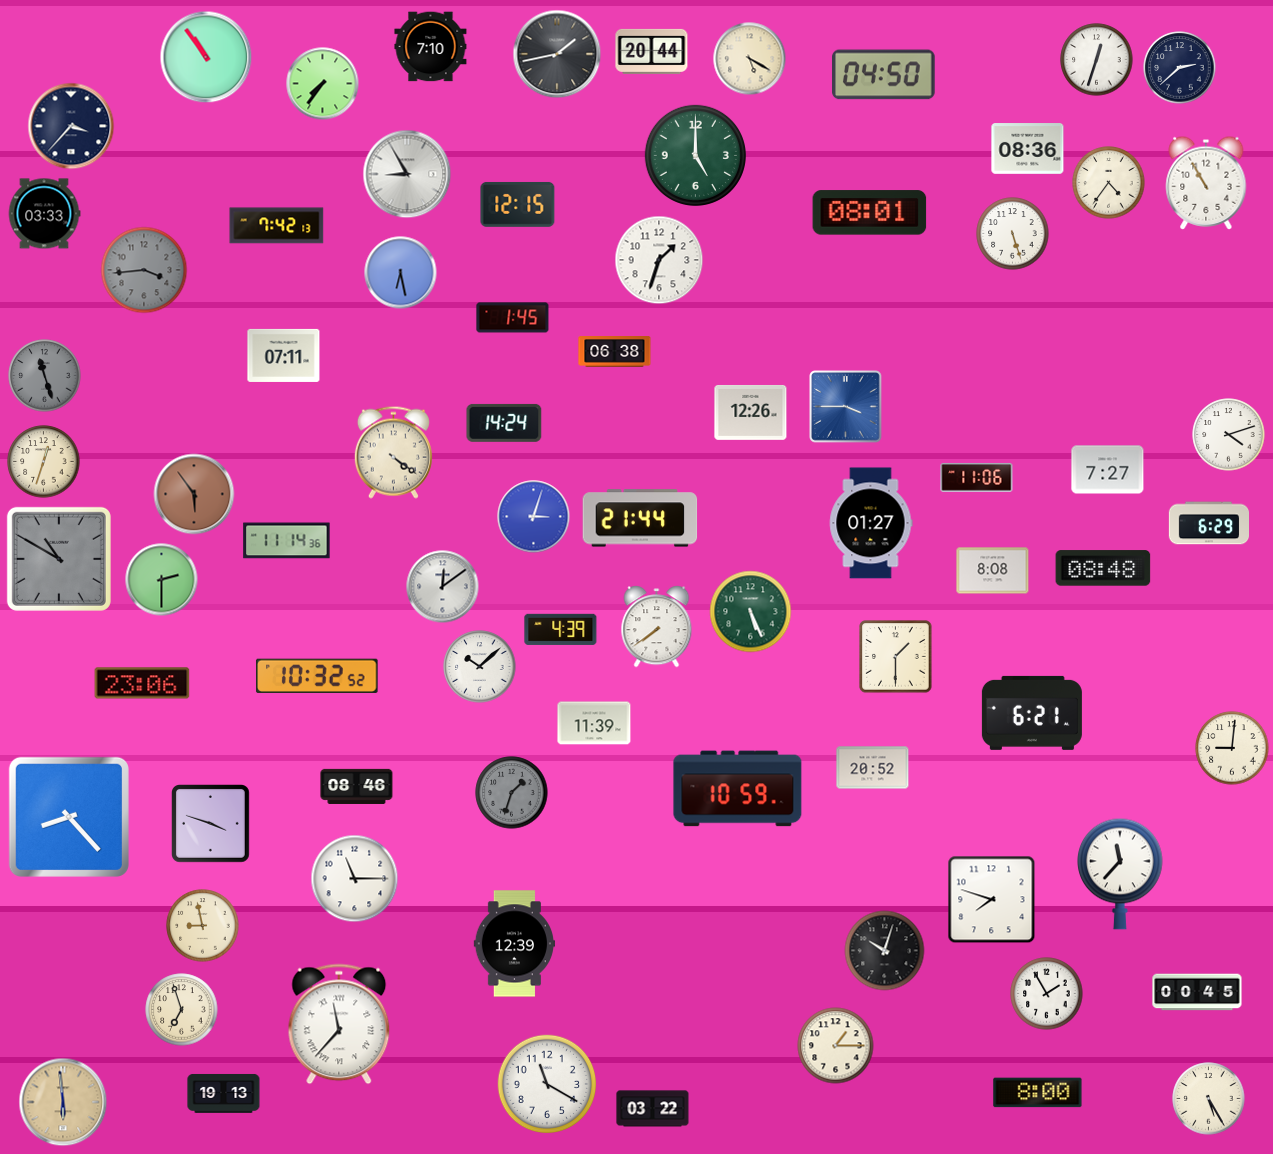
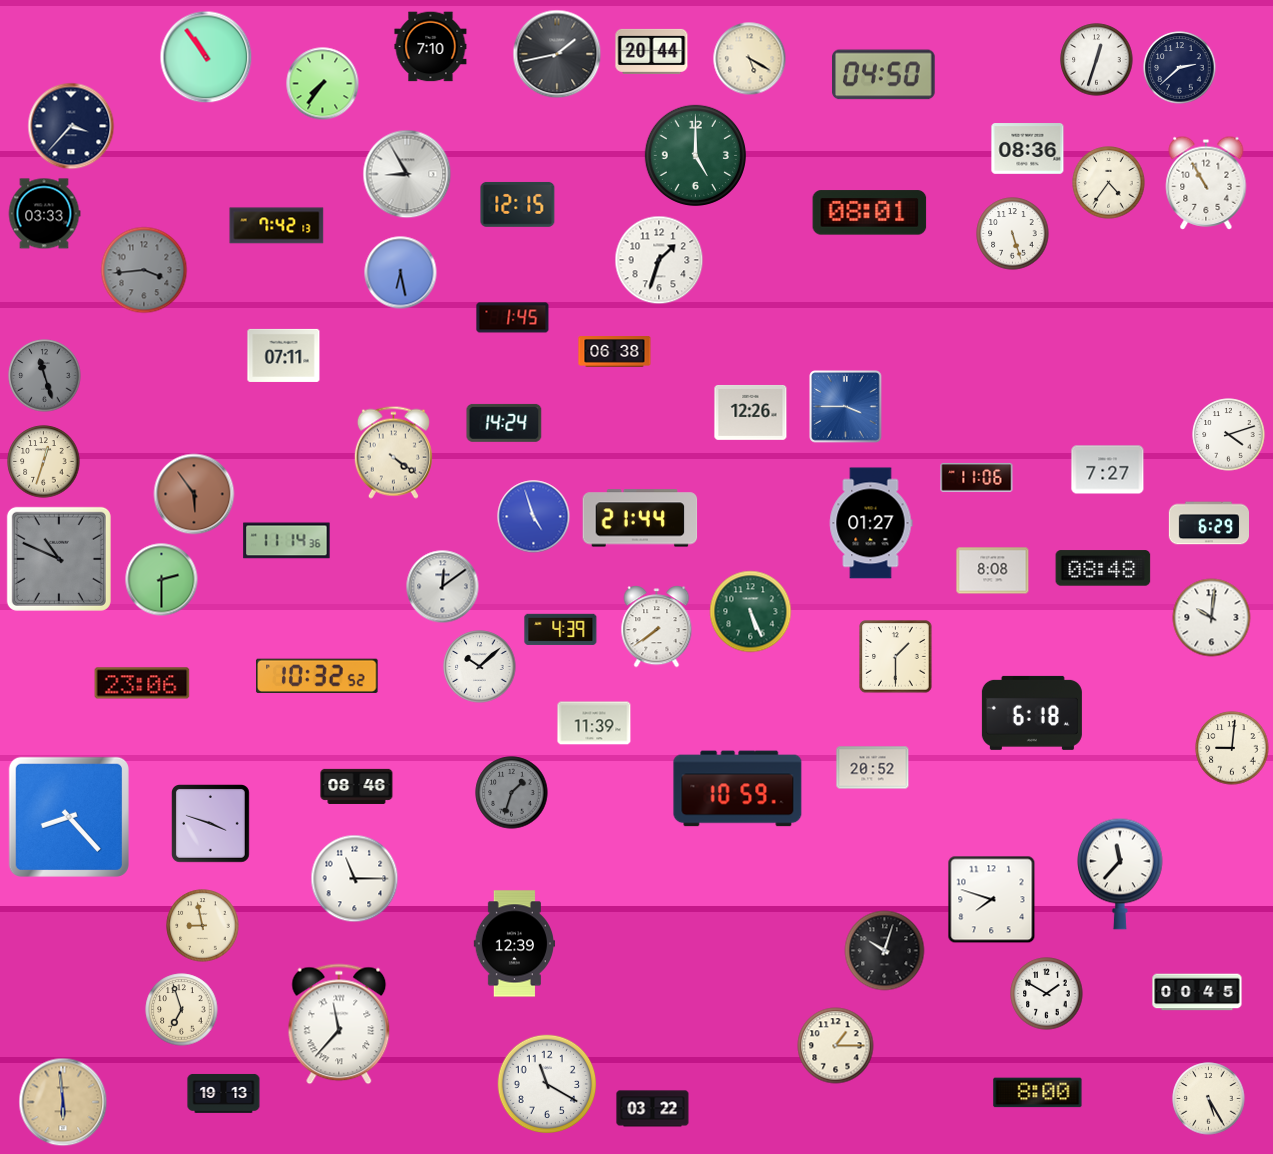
clock at (534, 517): 3:03 -> 4:57
clock at (59, 559): 10:50 -> 10:49
clock at (1212, 618): none -> 10:01
clock at (1032, 713): 6:21 -> 6:18
clock at (1047, 994): 1:55 -> 1:50
